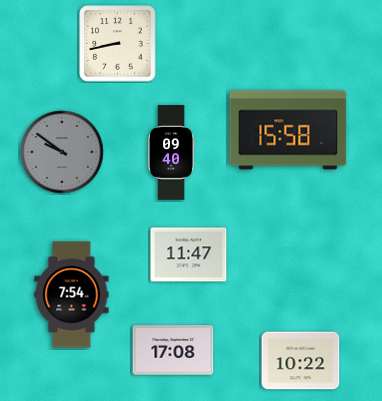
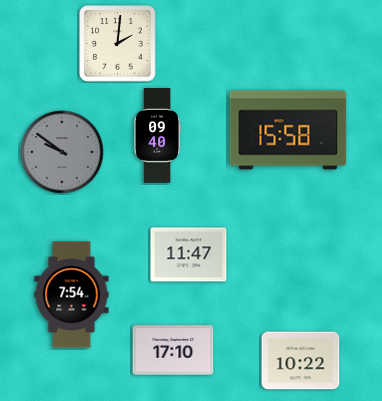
clock at (118, 44): 8:43 -> 2:01
clock at (172, 153) position: (172, 153) -> (158, 136)
clock at (173, 350): 17:08 -> 17:10
